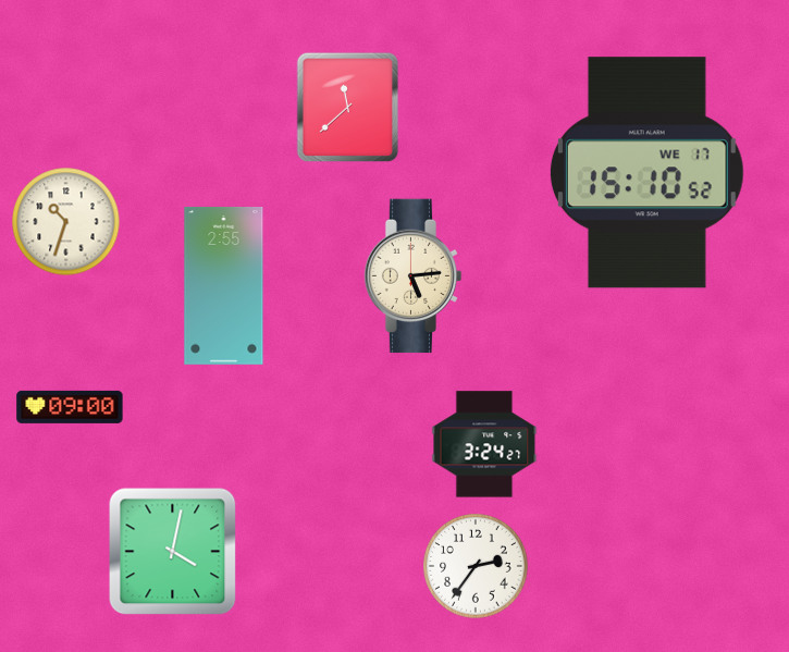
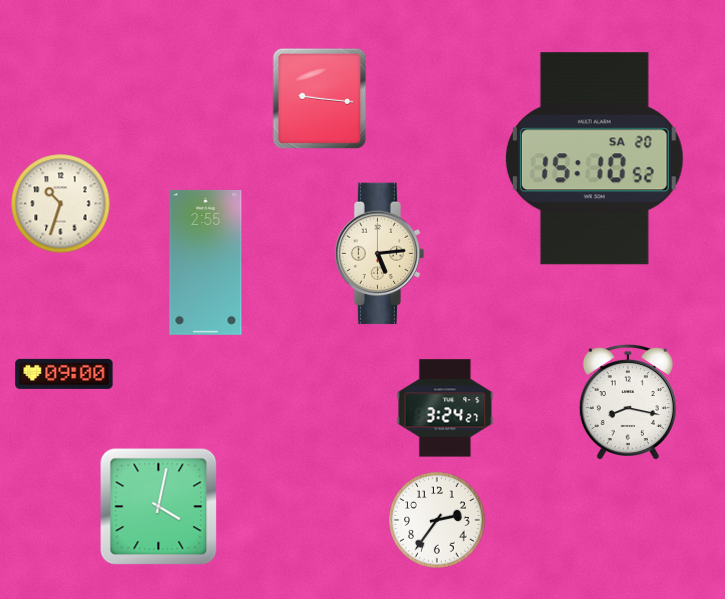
clock at (348, 108): 11:38 -> 9:16
clock at (646, 173) date: WE 17 -> SA 20
clock at (628, 402): none -> 8:17
